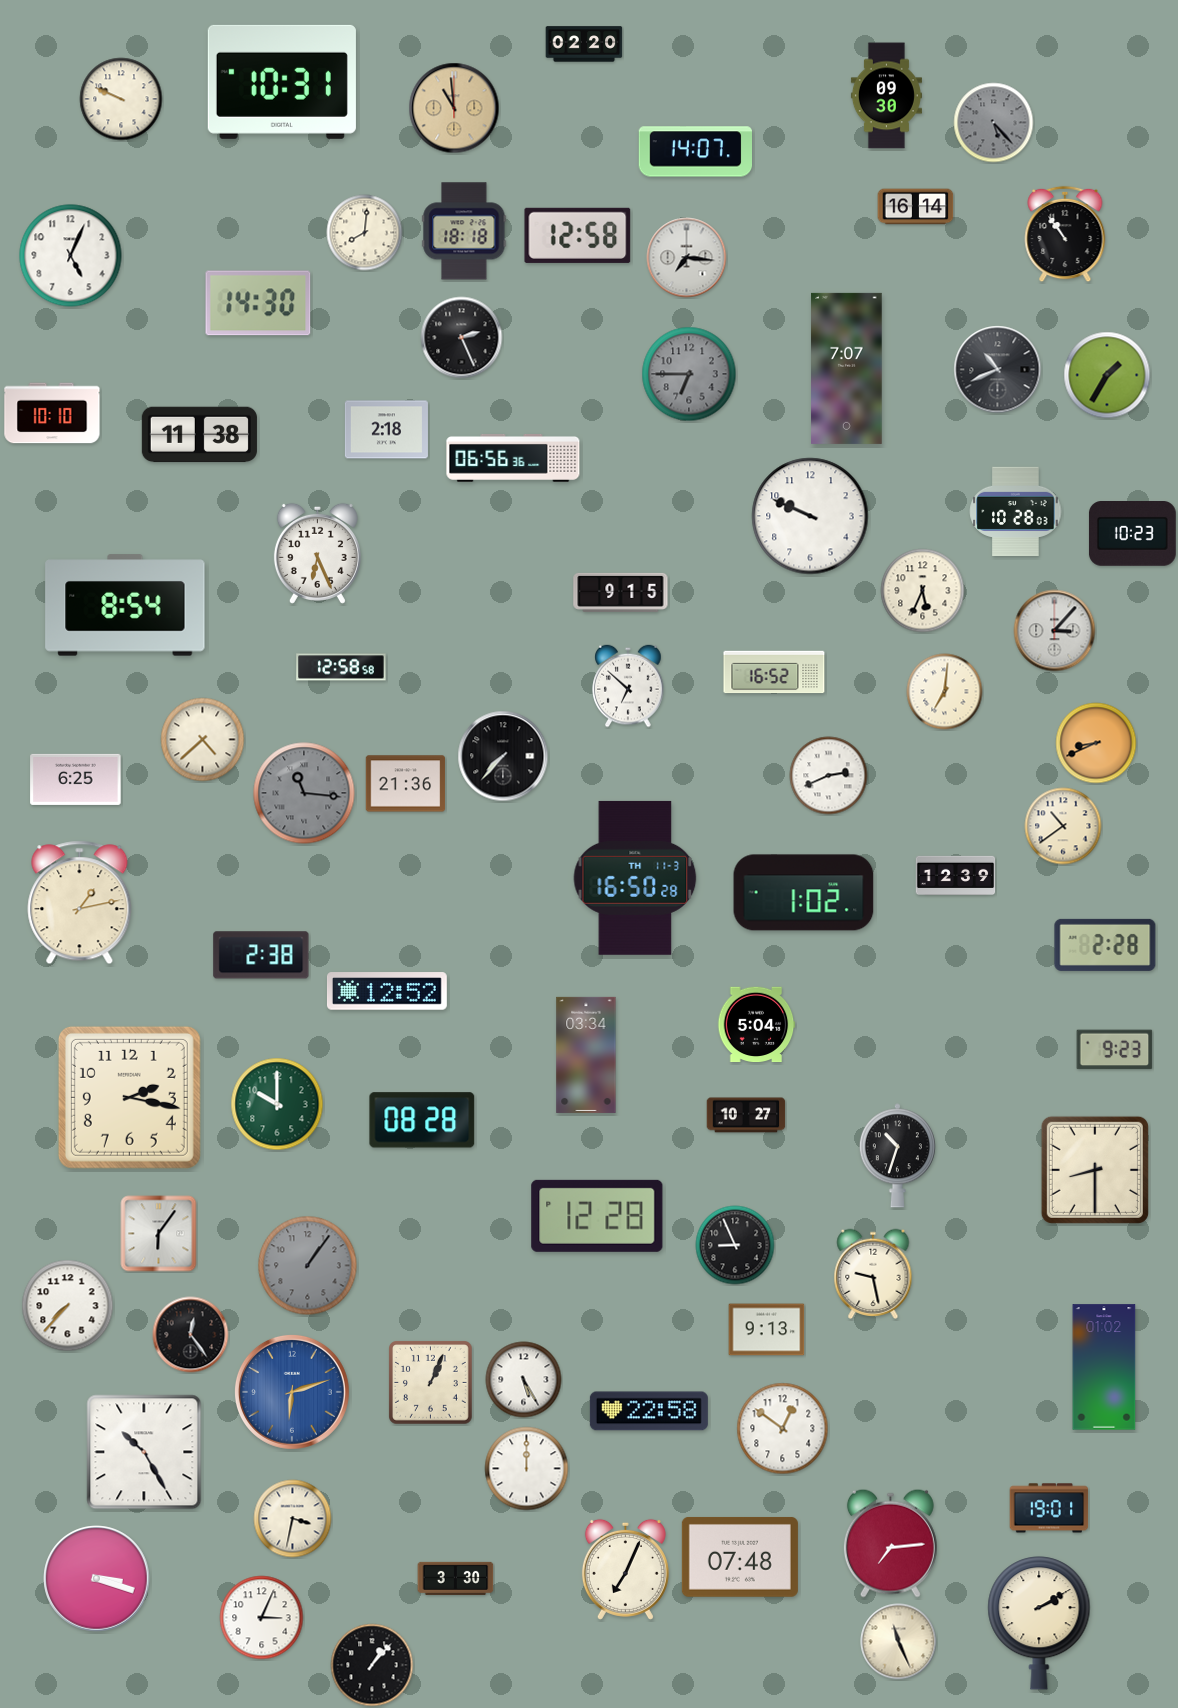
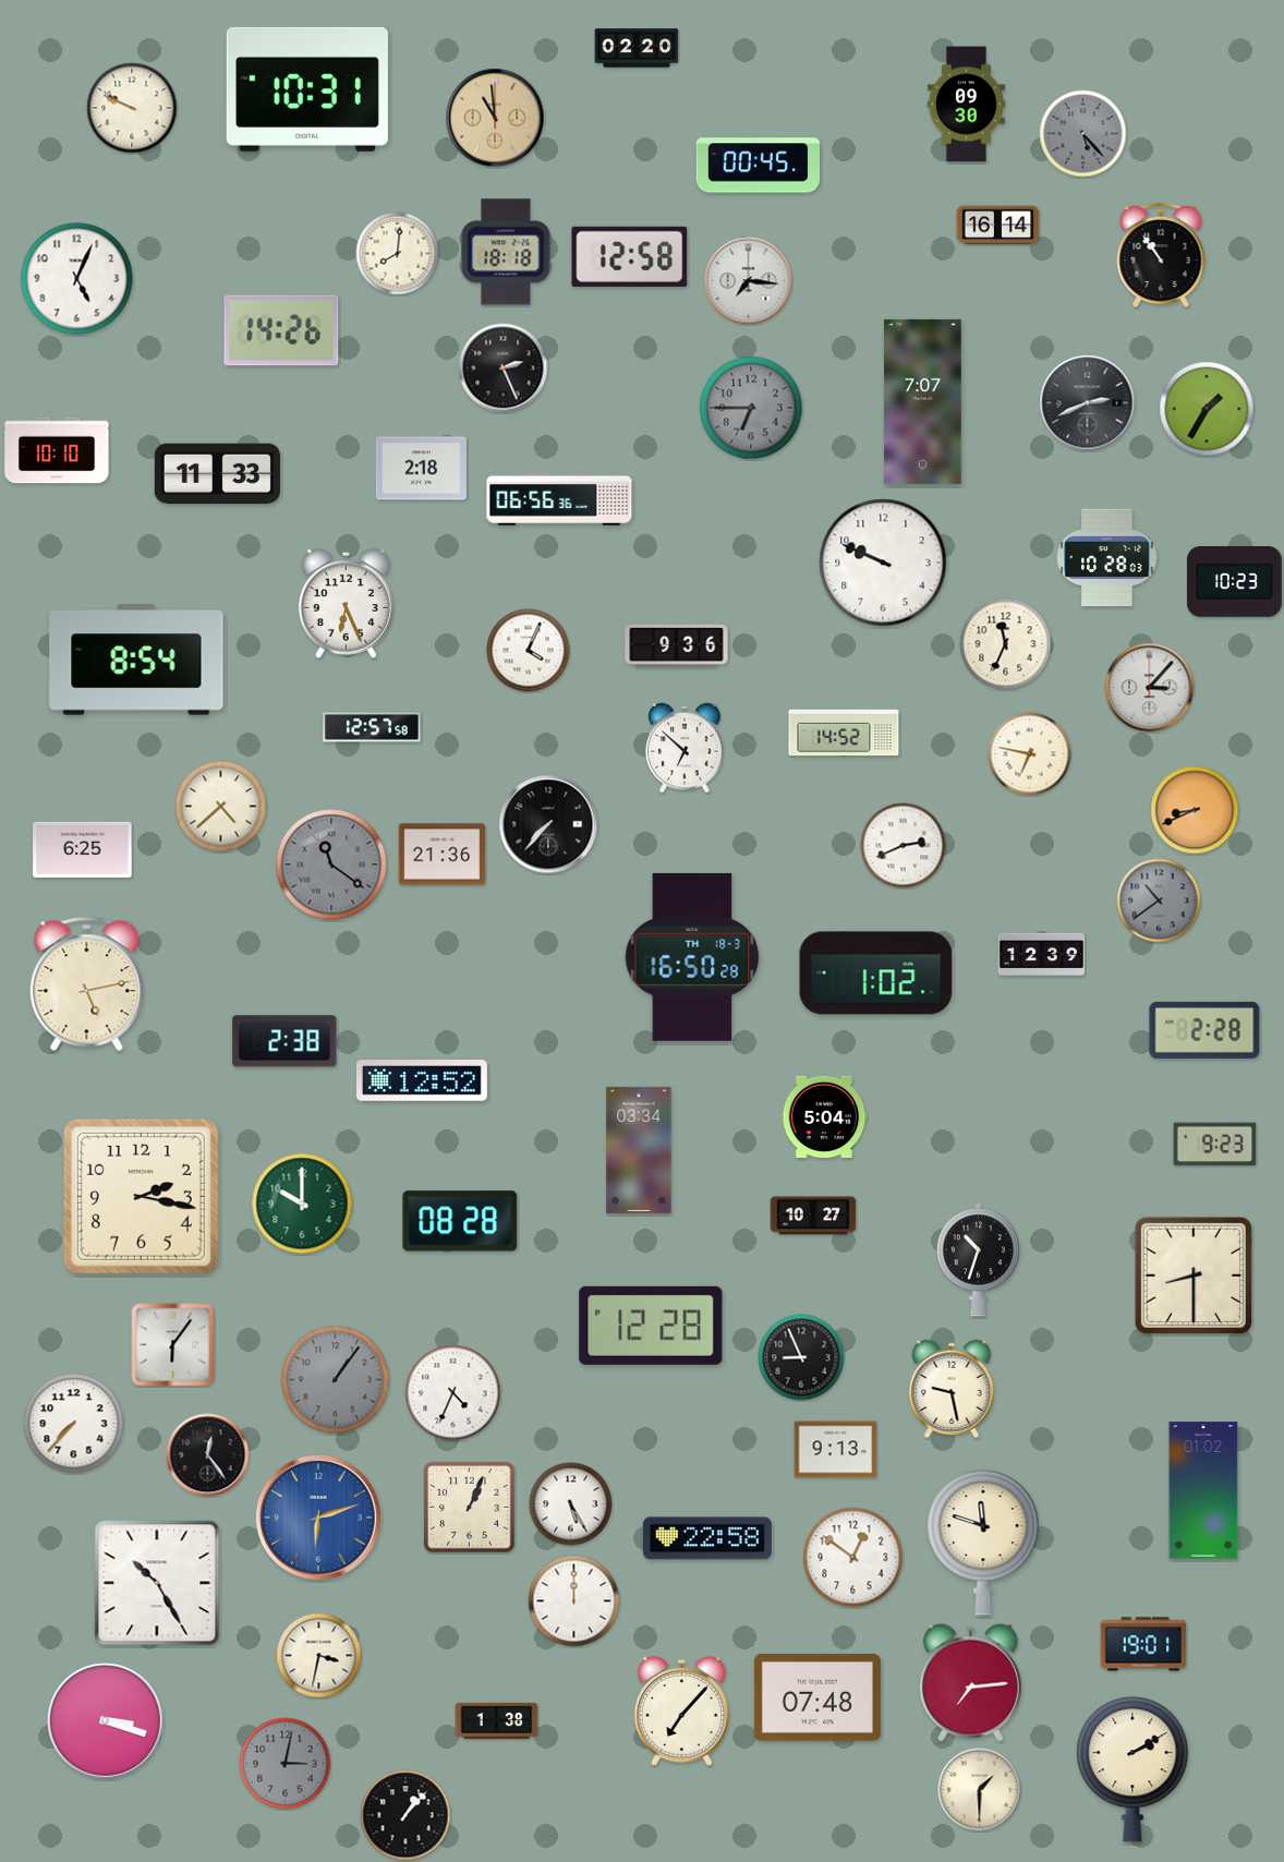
clock at (695, 152): 14:07 -> 00:45
clock at (258, 303): 14:30 -> 14:26
clock at (998, 370): 10:41 -> 2:41
clock at (199, 435): 11:38 -> 11:33
clock at (923, 591): 5:34 -> 11:34
clock at (621, 592): 9:15 -> 9:36
clock at (529, 651): none -> 4:04
clock at (341, 667): 12:58 -> 12:57
clock at (774, 672): 16:52 -> 14:52
clock at (945, 692): 7:01 -> 6:47
clock at (304, 793): 11:16 -> 11:21
clock at (1063, 826) dial: cream -> grey
clock at (635, 878) date: TH 11-3 -> TH 18-3
clock at (80, 903): 1:13 -> 5:13
clock at (453, 1393): none -> 4:34
clock at (983, 1543): none -> 11:48
clock at (740, 1557) position: (740, 1557) -> (817, 1697)
clock at (625, 1569): 7:04 -> 7:07
clock at (456, 1578): 3:30 -> 1:38
clock at (262, 1618): 3:04 -> 3:02
clock at (262, 1618) dial: white -> grey
clock at (899, 1642): 11:26 -> 1:30
